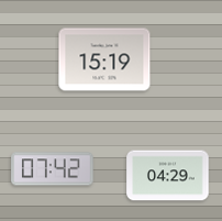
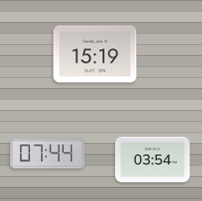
clock at (53, 169): 07:42 -> 07:44
clock at (168, 176): 04:29 -> 03:54
